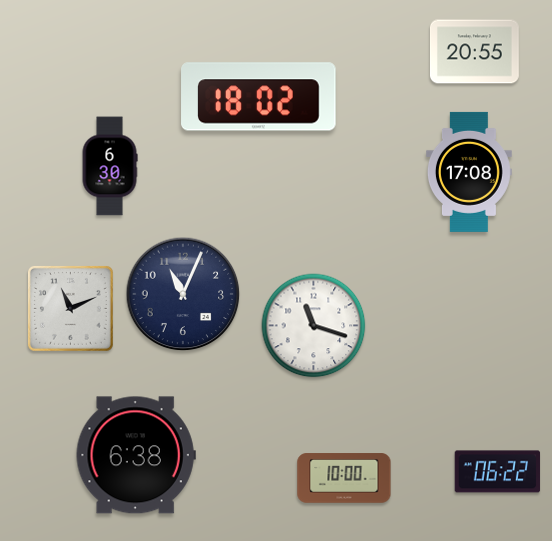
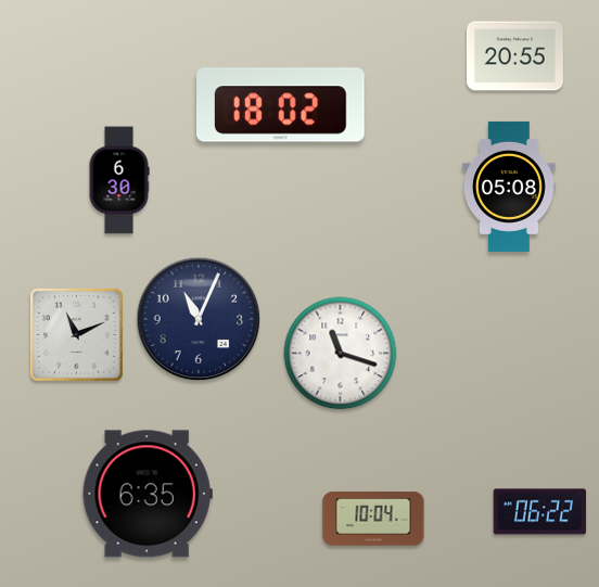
clock at (469, 172): 17:08 -> 05:08
clock at (136, 455): 6:38 -> 6:35
clock at (344, 478): 10:00 -> 10:04
